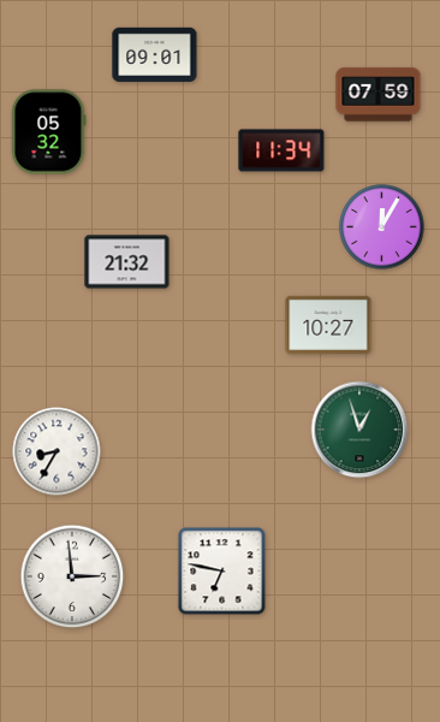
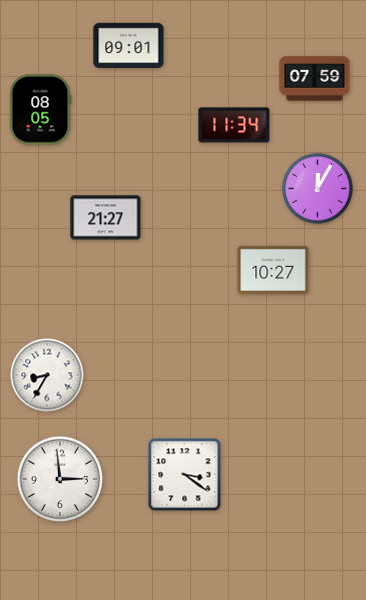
clock at (48, 132): 05:32 -> 08:05
clock at (127, 262): 21:32 -> 21:27
clock at (359, 430): 12:57 -> none
clock at (222, 572): 6:47 -> 3:21
